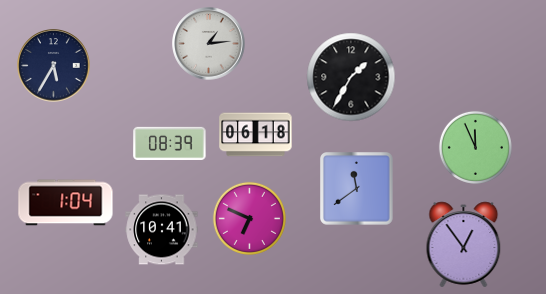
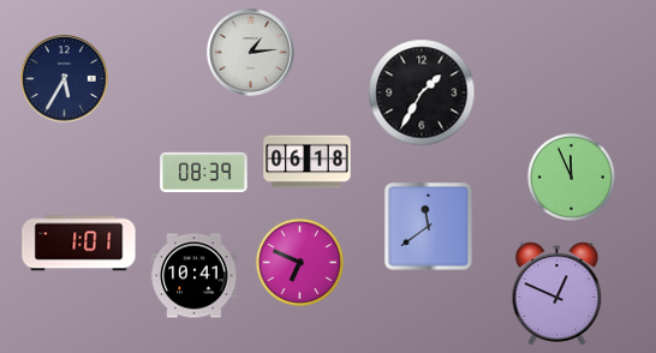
clock at (66, 203): 1:04 -> 1:01
clock at (464, 245): 12:54 -> 12:49
